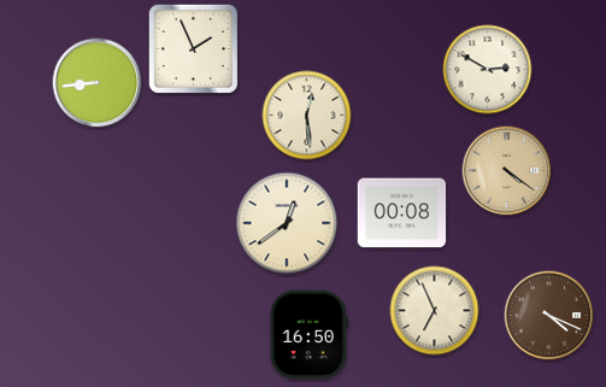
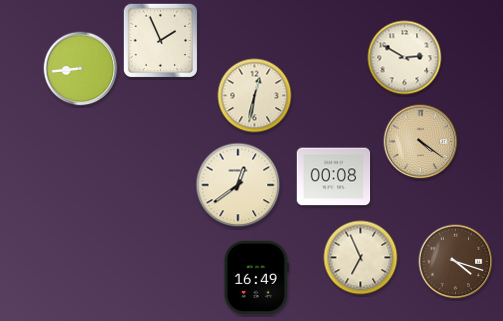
clock at (307, 116): 12:29 -> 12:32
clock at (549, 316): 4:19 -> 4:18
clock at (308, 335): 16:50 -> 16:49
